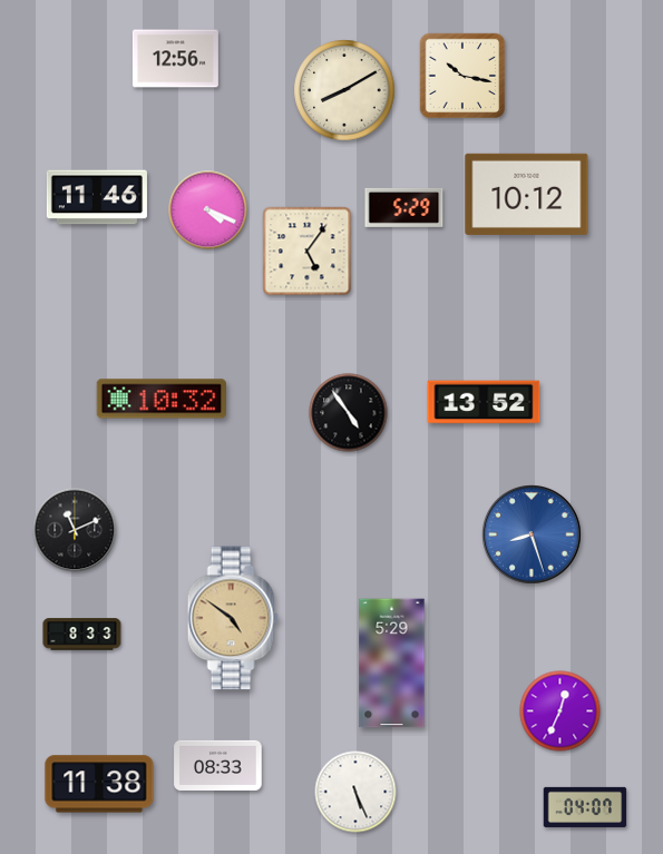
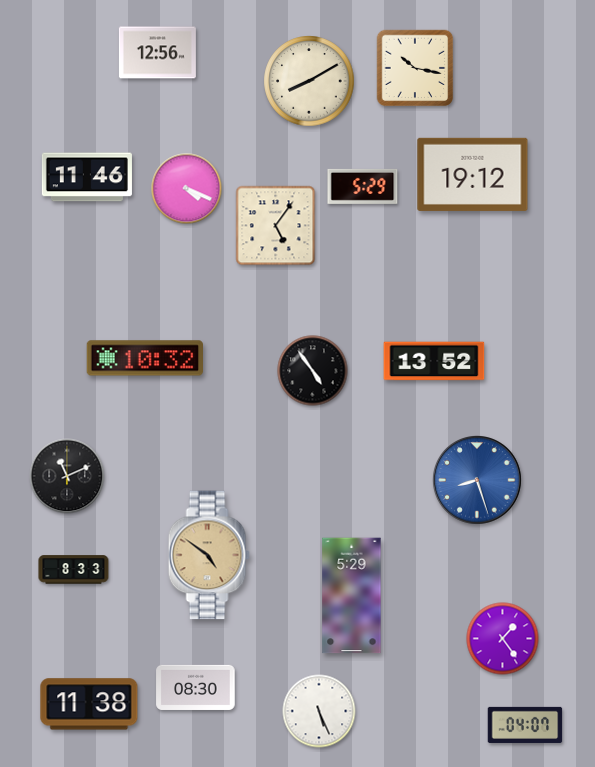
clock at (527, 194): 10:12 -> 19:12
clock at (560, 711): 12:34 -> 1:24
clock at (218, 765): 08:33 -> 08:30
